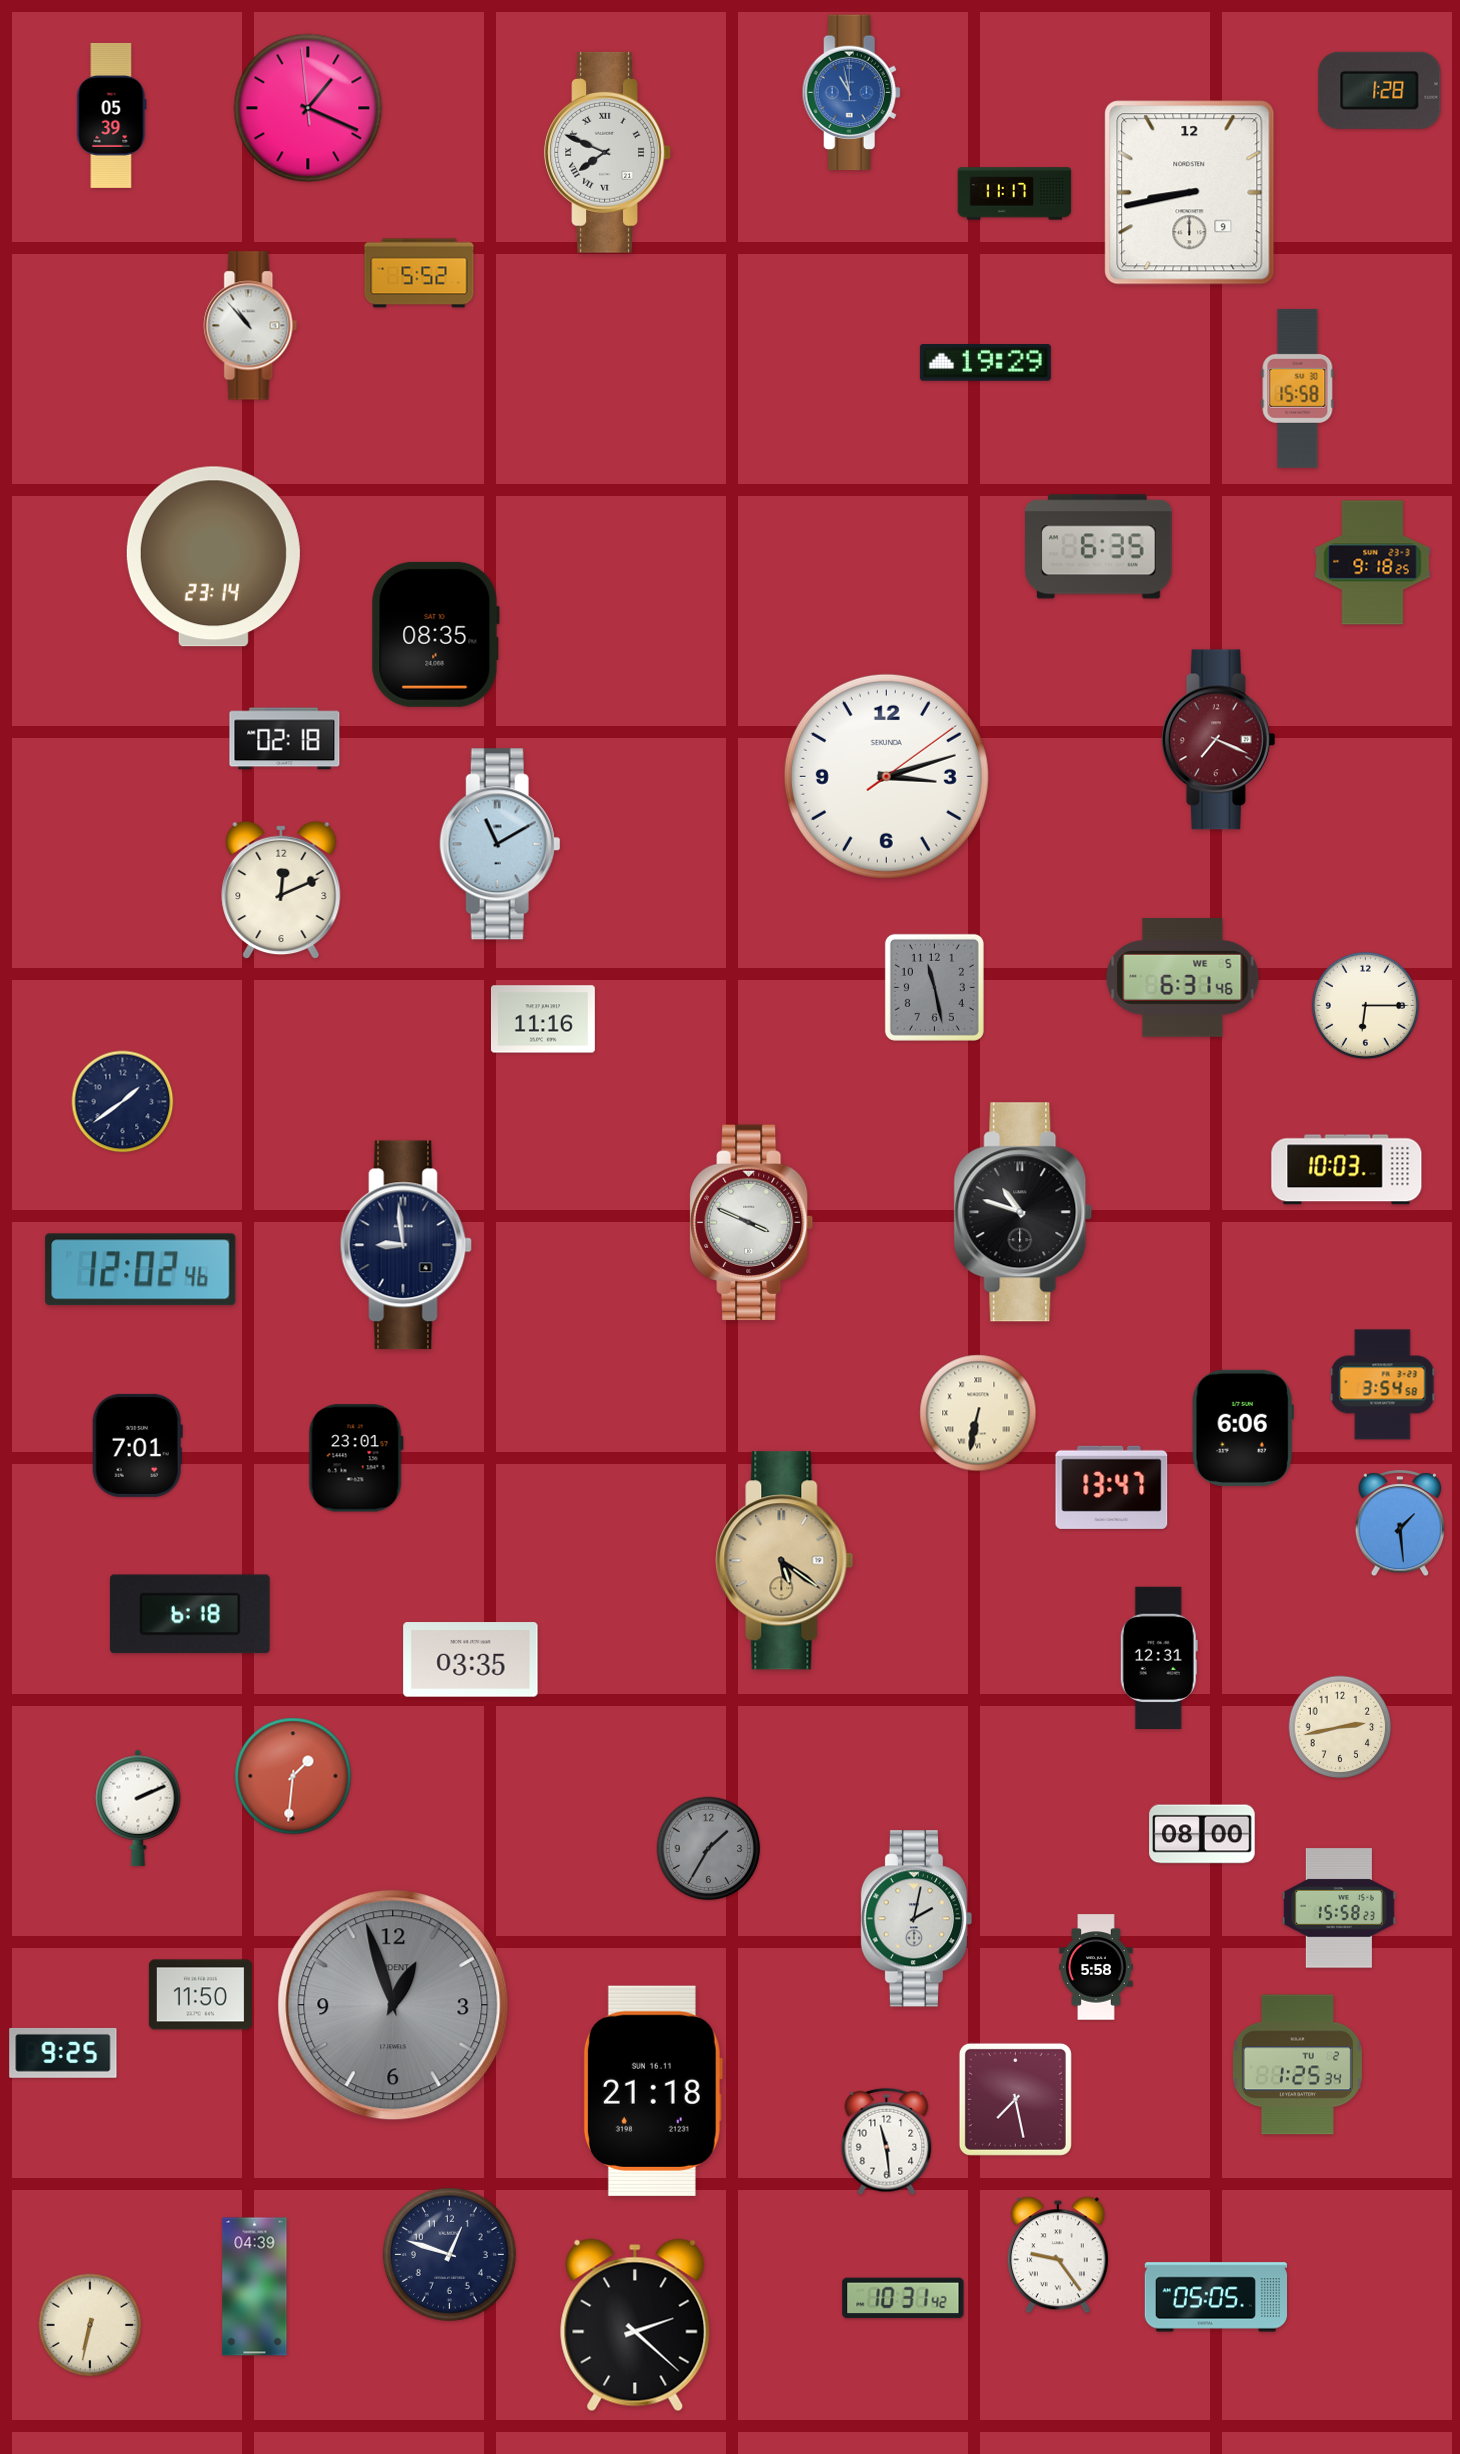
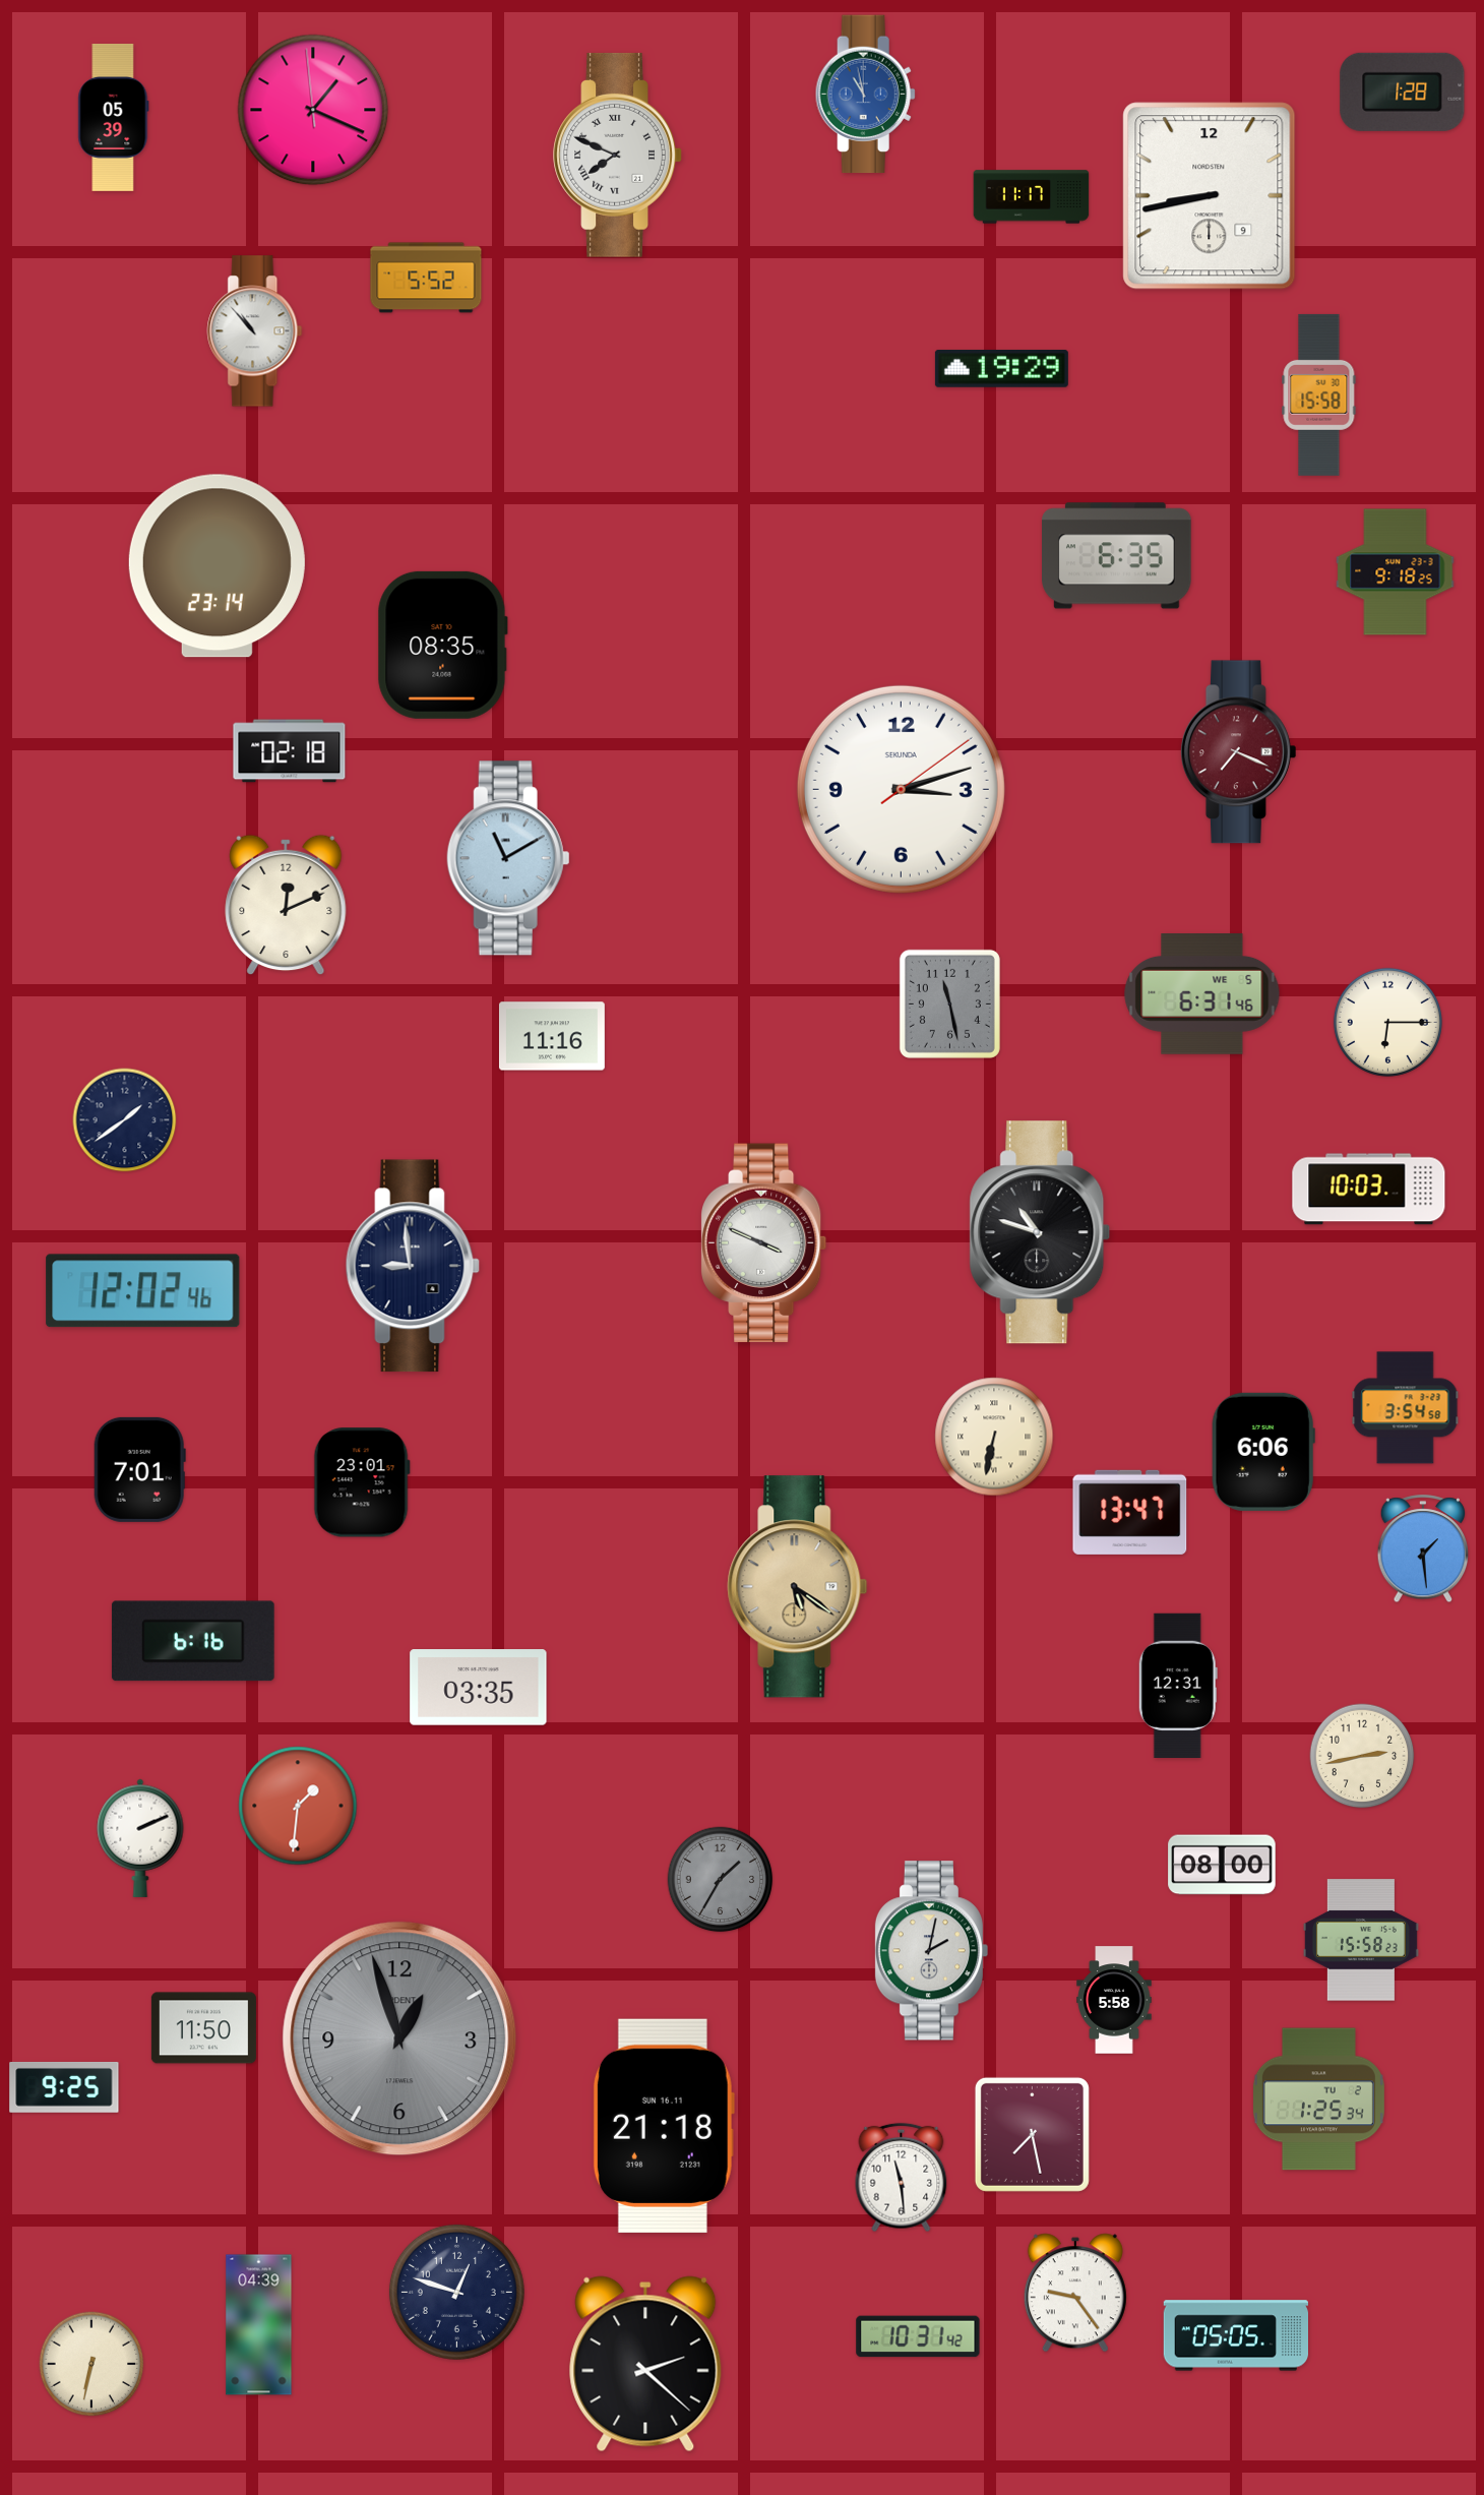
clock at (190, 1614): 6:18 -> 6:16
